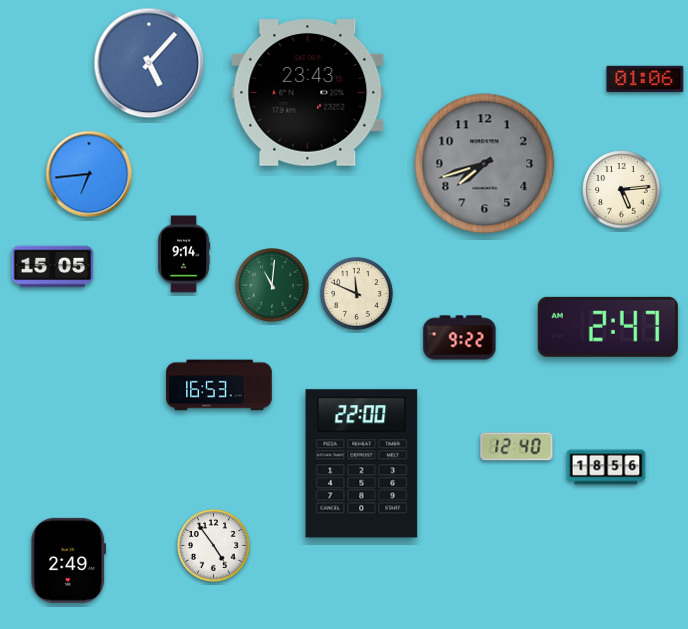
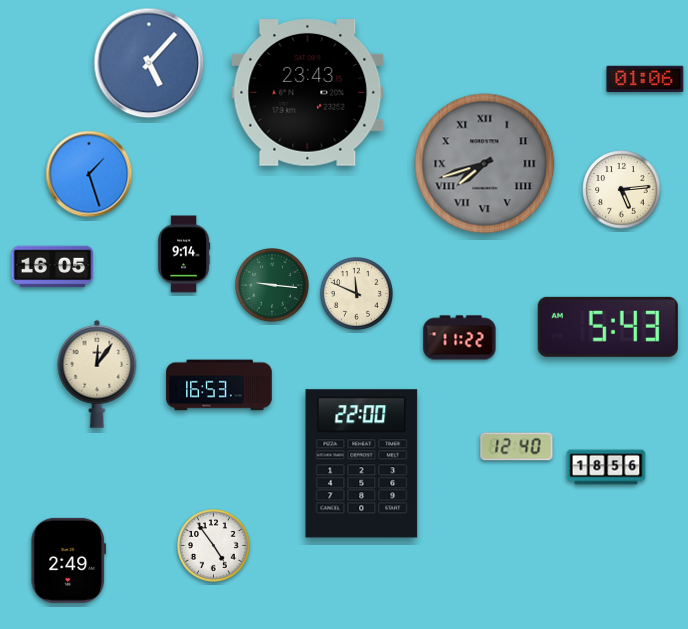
clock at (485, 164) numerals: Arabic -> Roman
clock at (89, 174): 6:44 -> 1:27
clock at (53, 267): 15:05 -> 16:05
clock at (272, 285): 11:01 -> 9:16
clock at (608, 327): 2:47 -> 5:43
clock at (460, 338): 9:22 -> 11:22
clock at (97, 374): none -> 12:06
